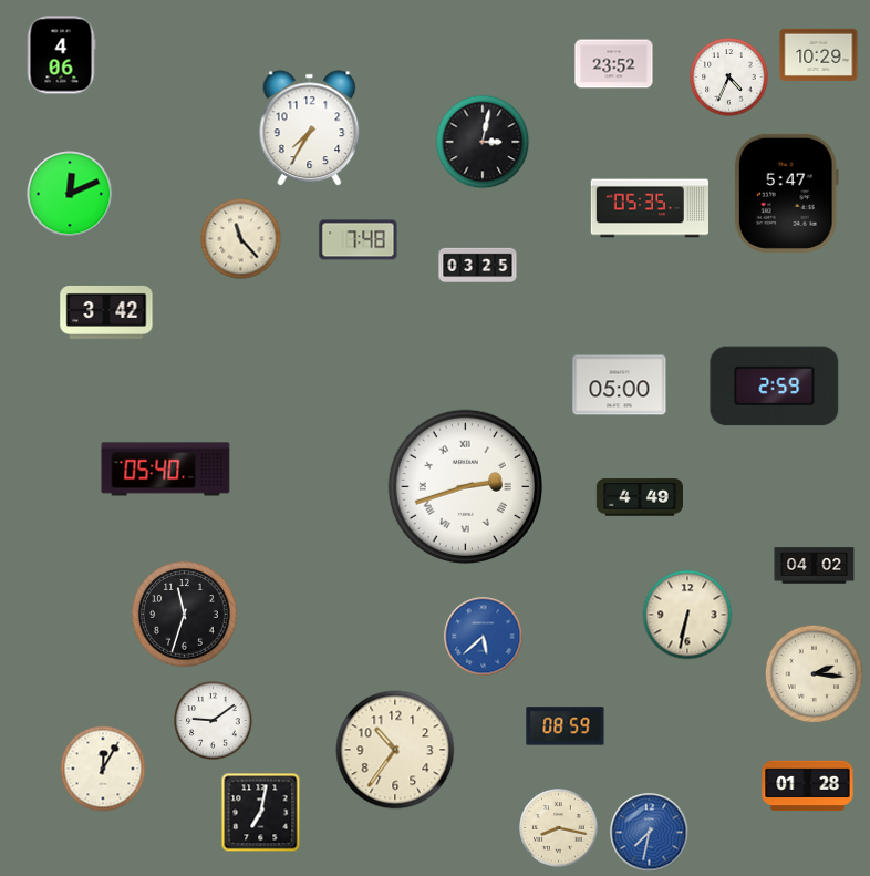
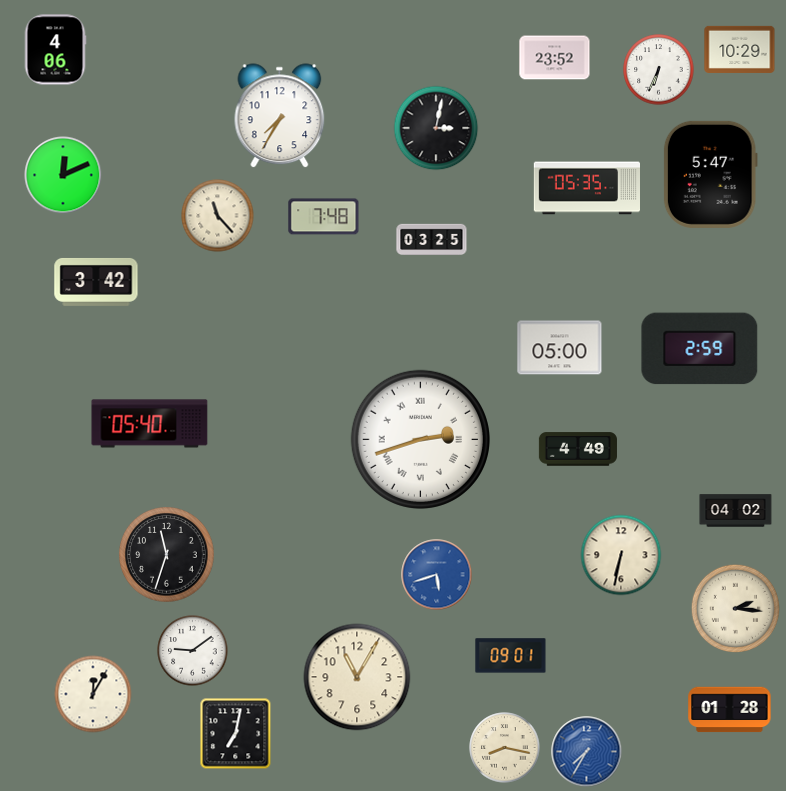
clock at (729, 78): 4:34 -> 6:34
clock at (484, 637): 5:38 -> 5:42
clock at (566, 726): 08:59 -> 09:01
clock at (395, 750): 10:36 -> 11:05
clock at (650, 833): 7:32 -> 7:35
